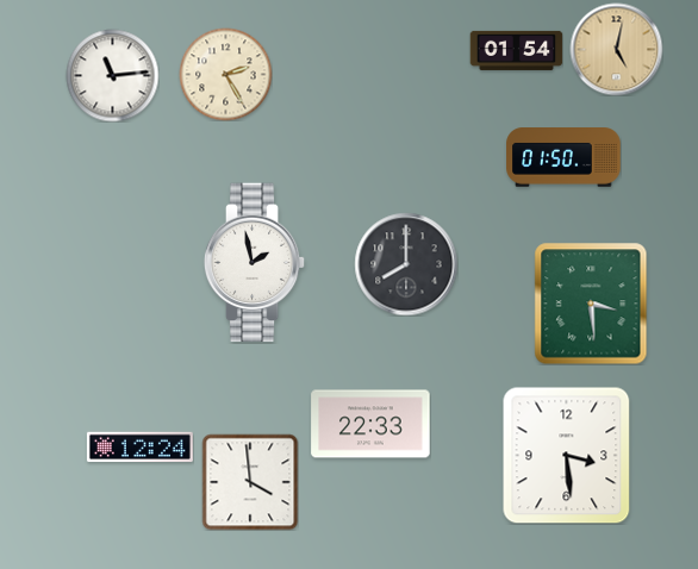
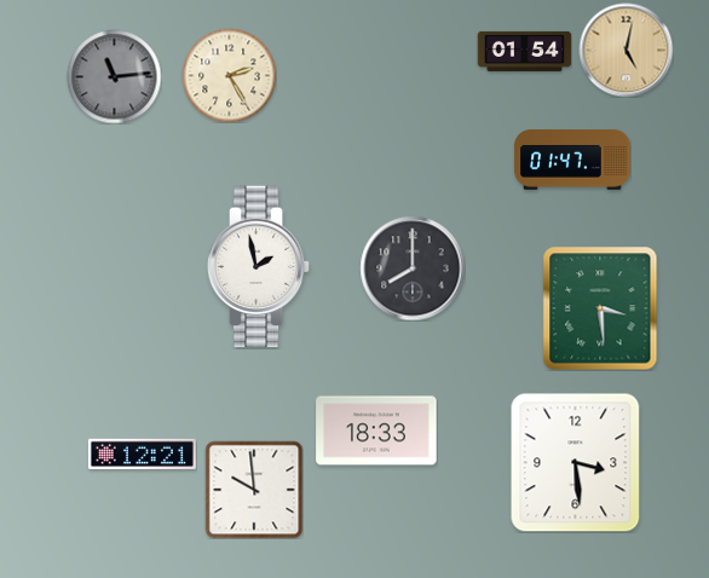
clock at (112, 75) dial: white -> grey
clock at (563, 157): 01:50 -> 01:47
clock at (370, 424): 22:33 -> 18:33
clock at (139, 446): 12:24 -> 12:21
clock at (250, 482): 3:59 -> 9:59
